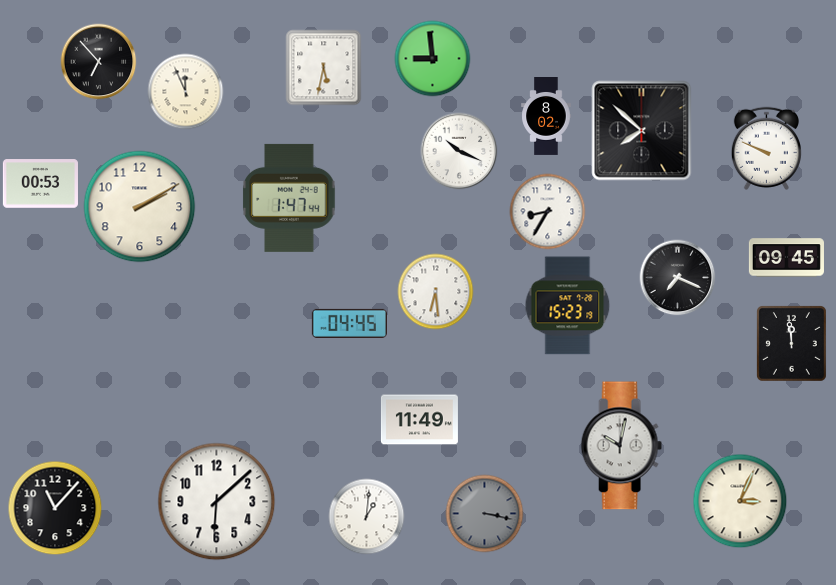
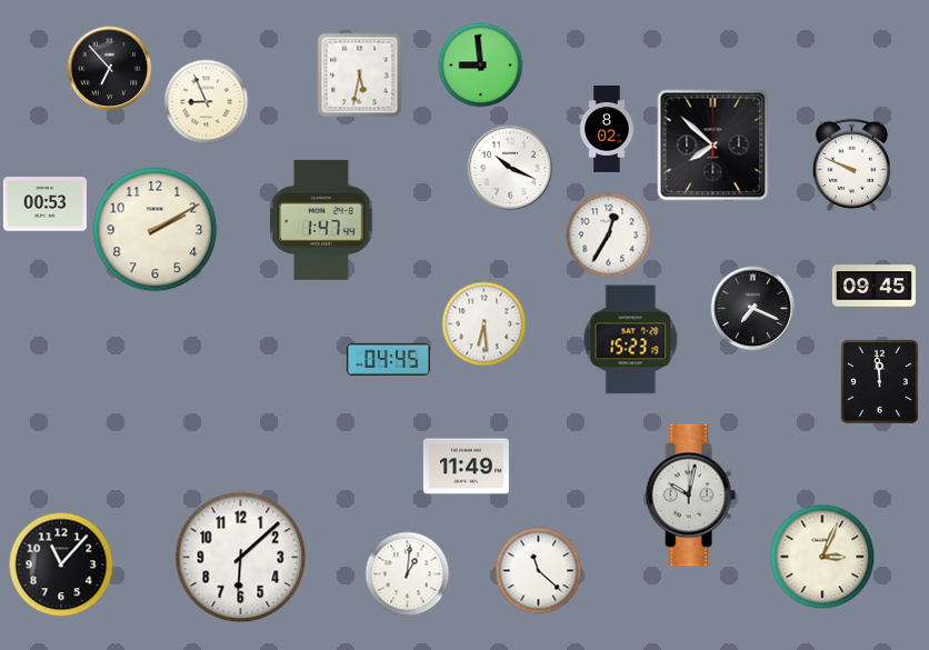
clock at (186, 92): 11:56 -> 8:56
clock at (548, 212): 8:35 -> 12:35
clock at (485, 514): 3:17 -> 11:22
clock at (485, 514) dial: grey -> white
